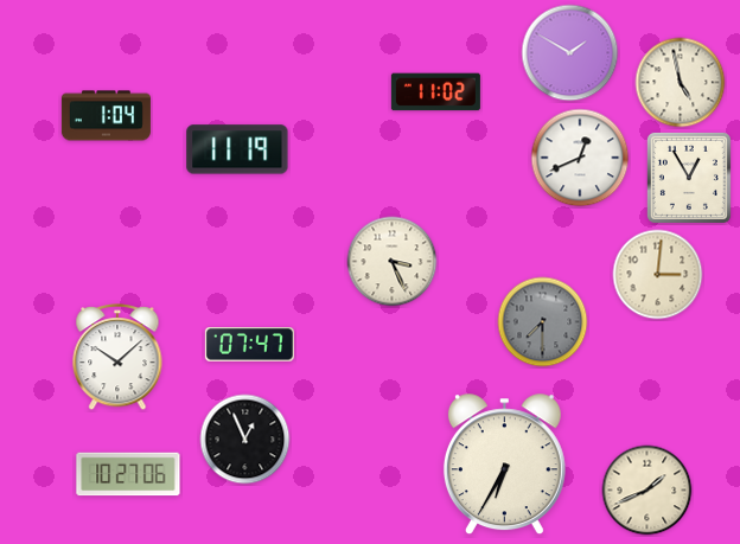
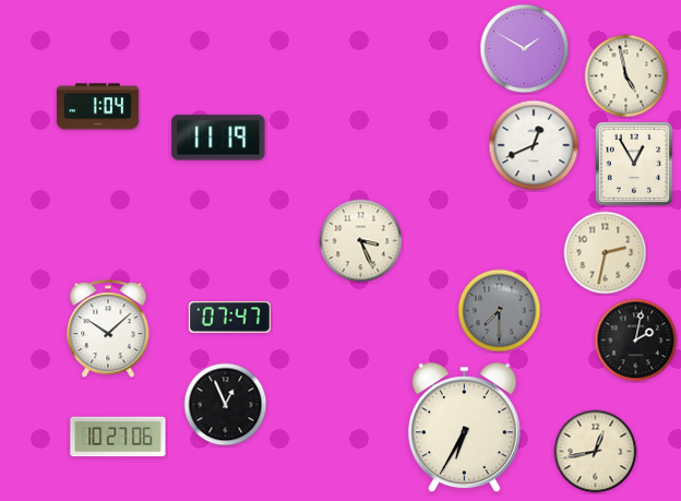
clock at (435, 92): 11:02 -> none
clock at (658, 275): 3:01 -> 2:32
clock at (543, 322) position: (543, 322) -> (500, 311)
clock at (636, 341): none -> 2:02
clock at (647, 491): 1:41 -> 12:43
